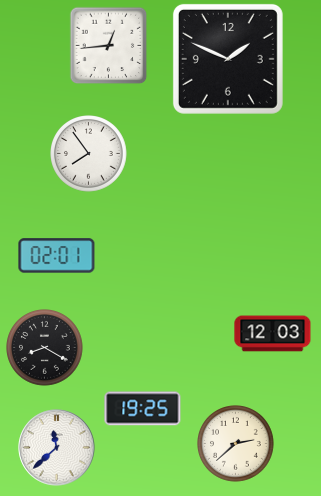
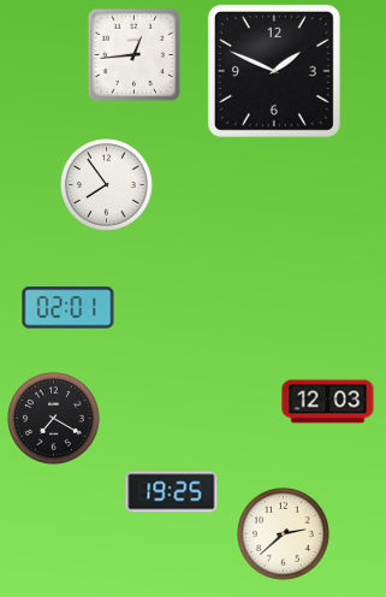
clock at (108, 45) position: (108, 45) -> (133, 54)
clock at (45, 348): 8:20 -> 7:20
clock at (57, 448): 11:38 -> none
